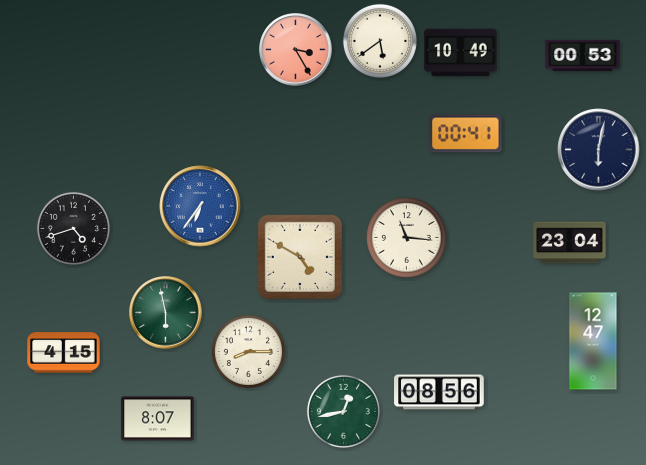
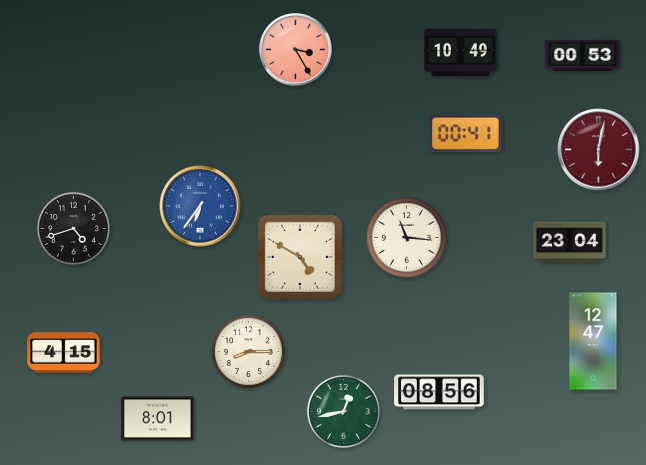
clock at (380, 41): 5:39 -> none
clock at (599, 150) dial: navy -> burgundy
clock at (166, 313): 5:58 -> none
clock at (158, 419): 8:07 -> 8:01
